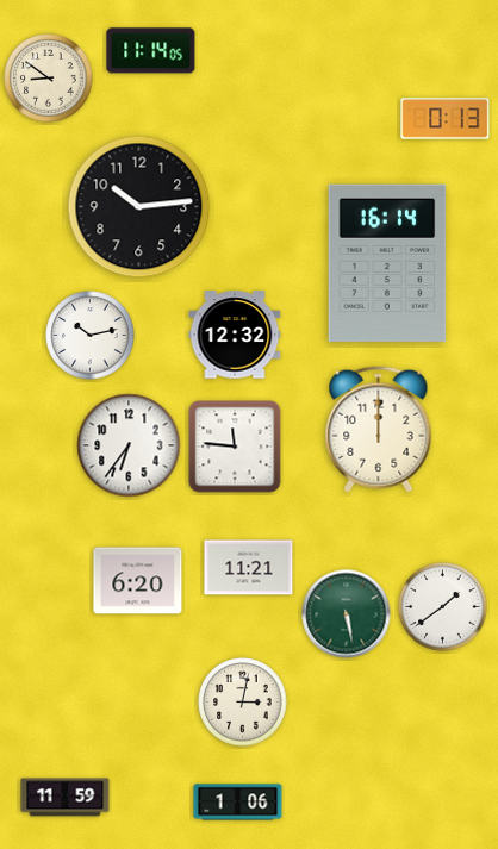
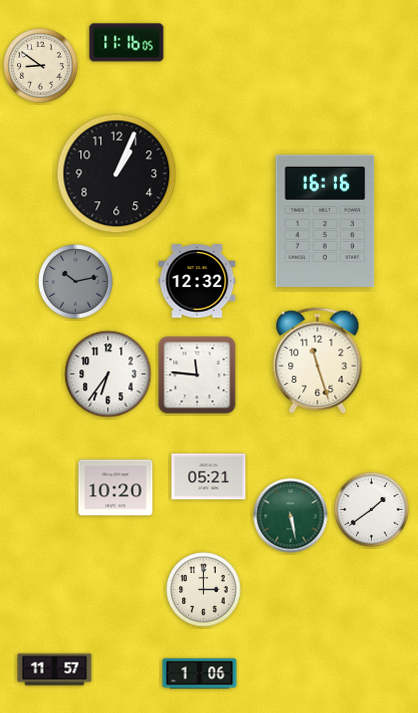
clock at (151, 51): 11:14 -> 11:16
clock at (446, 119): 0:13 -> none
clock at (139, 207): 10:14 -> 1:04
clock at (387, 262): 16:14 -> 16:16
clock at (91, 336) dial: white -> grey
clock at (379, 430): 12:00 -> 11:27
clock at (249, 568): 11:21 -> 05:21
clock at (138, 581): 6:20 -> 10:20
clock at (243, 703): 3:02 -> 3:00
clock at (66, 798): 11:59 -> 11:57
